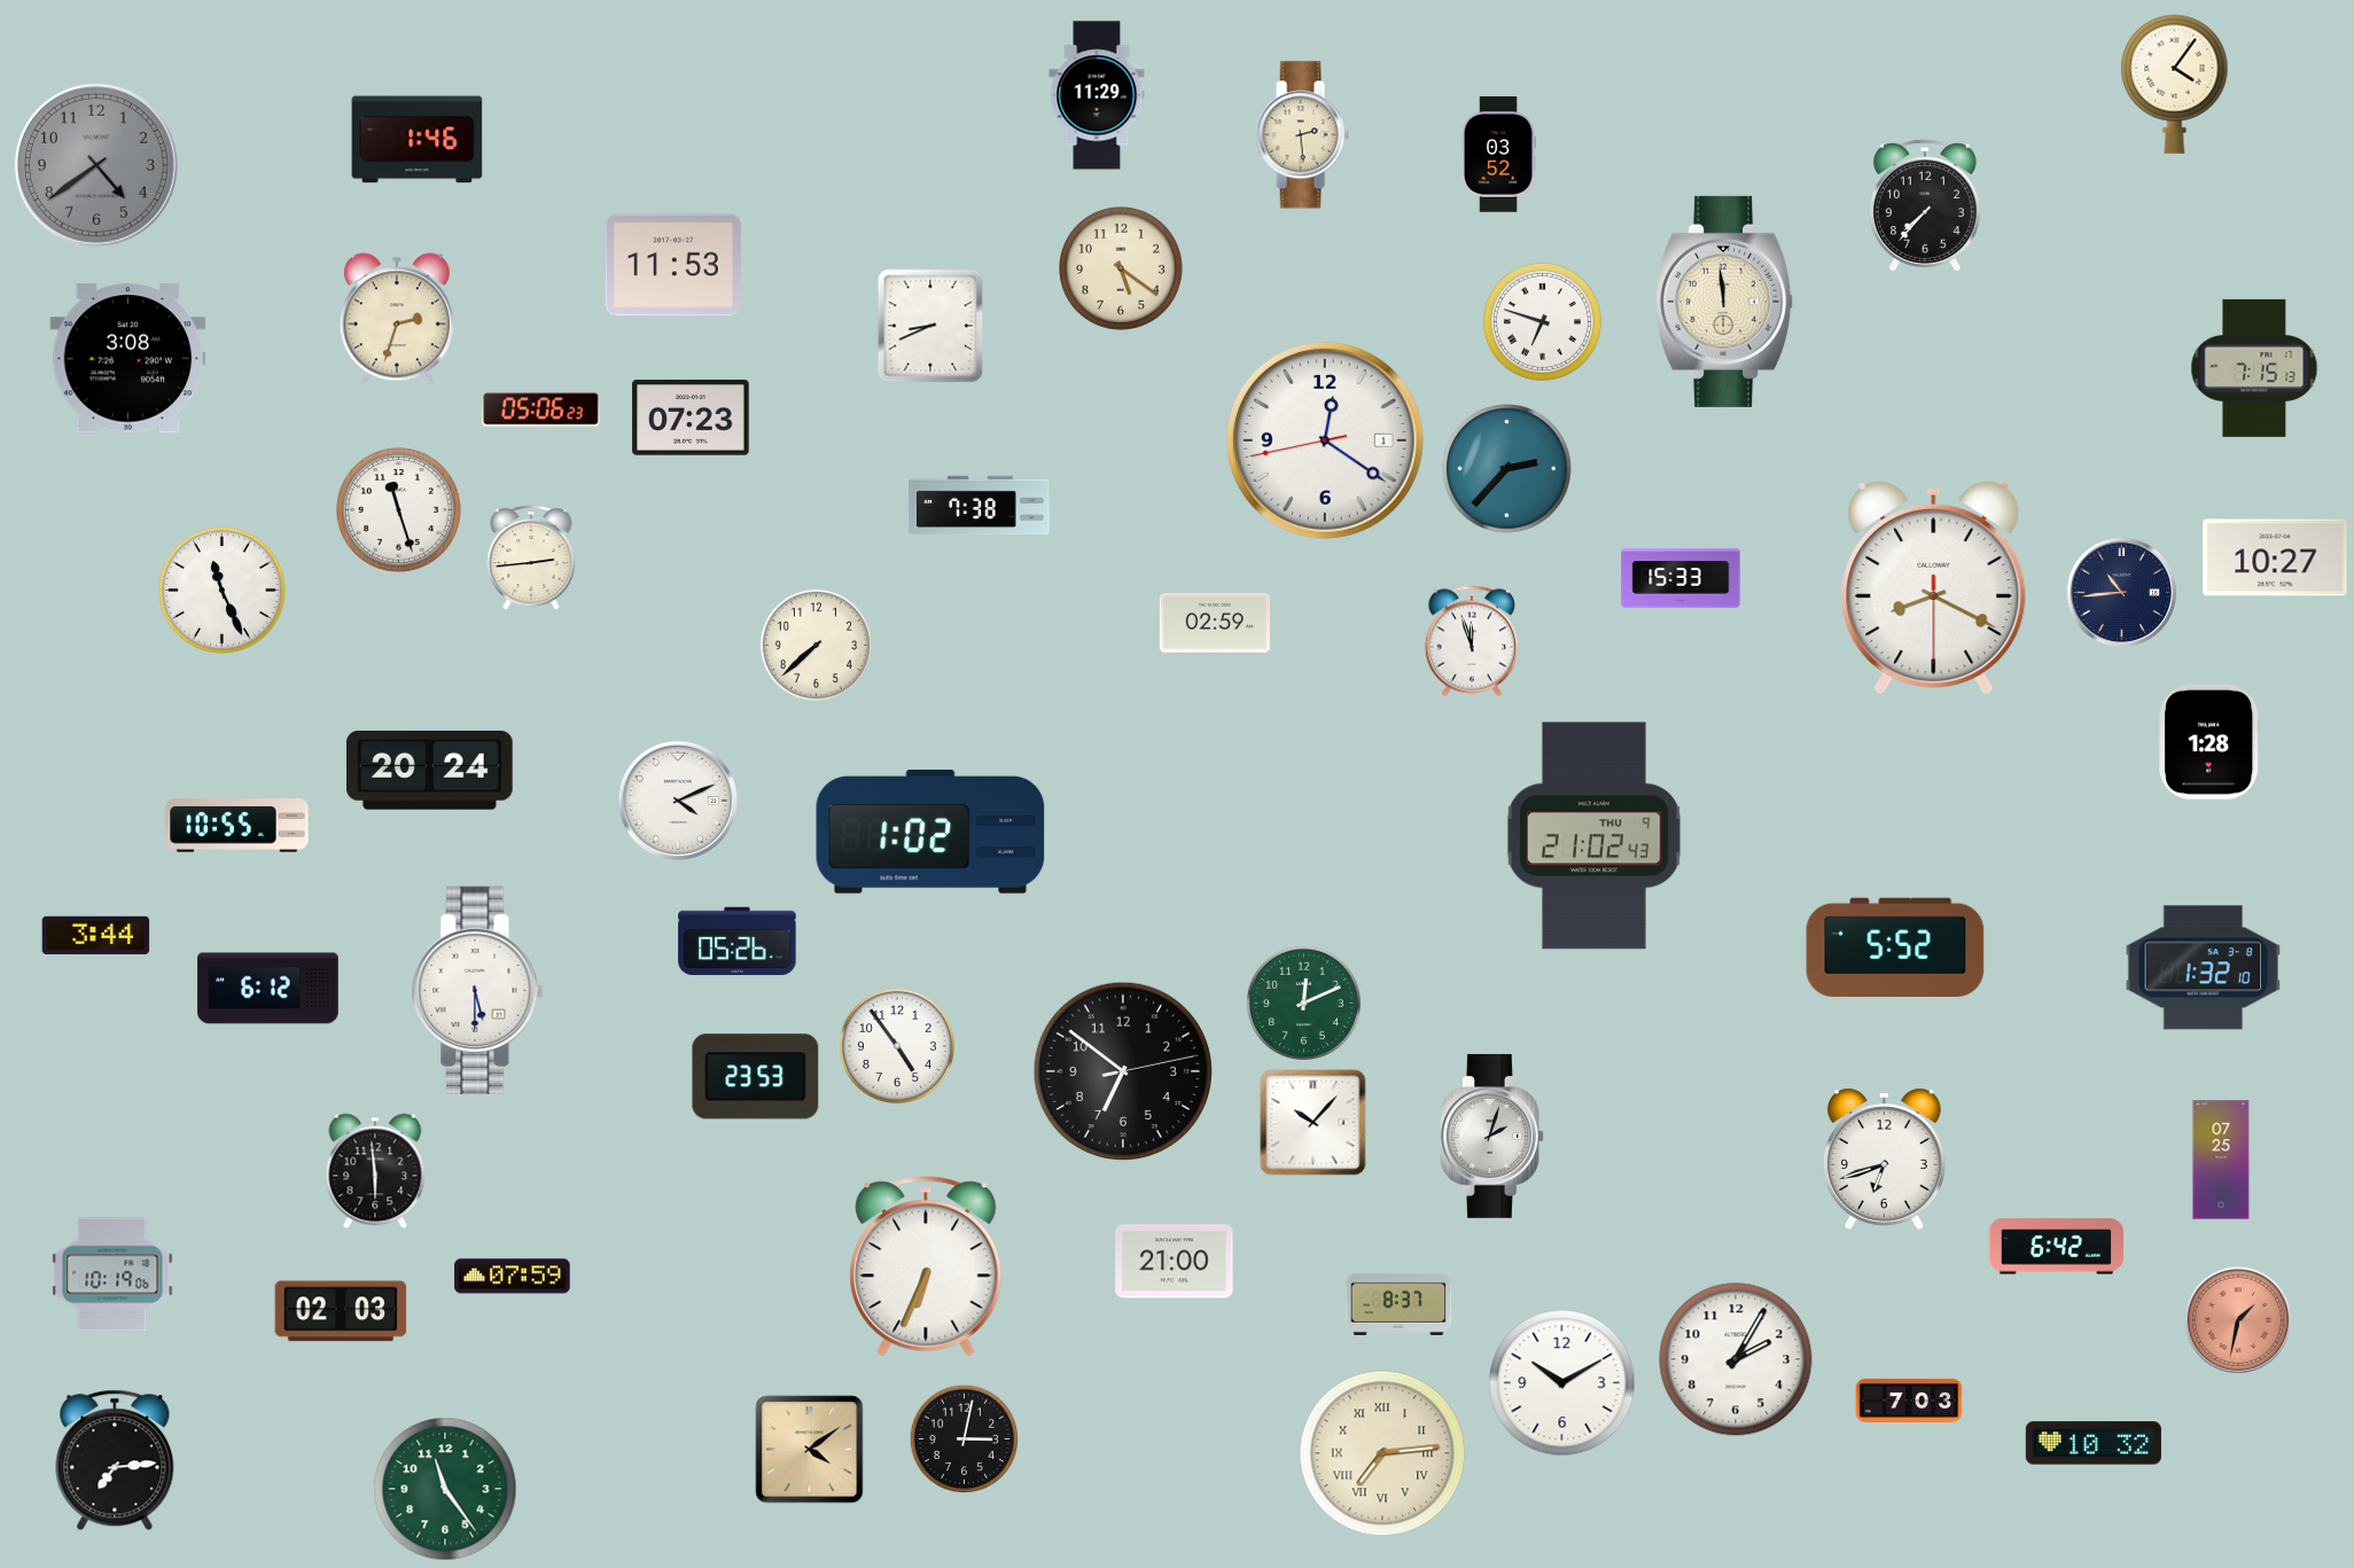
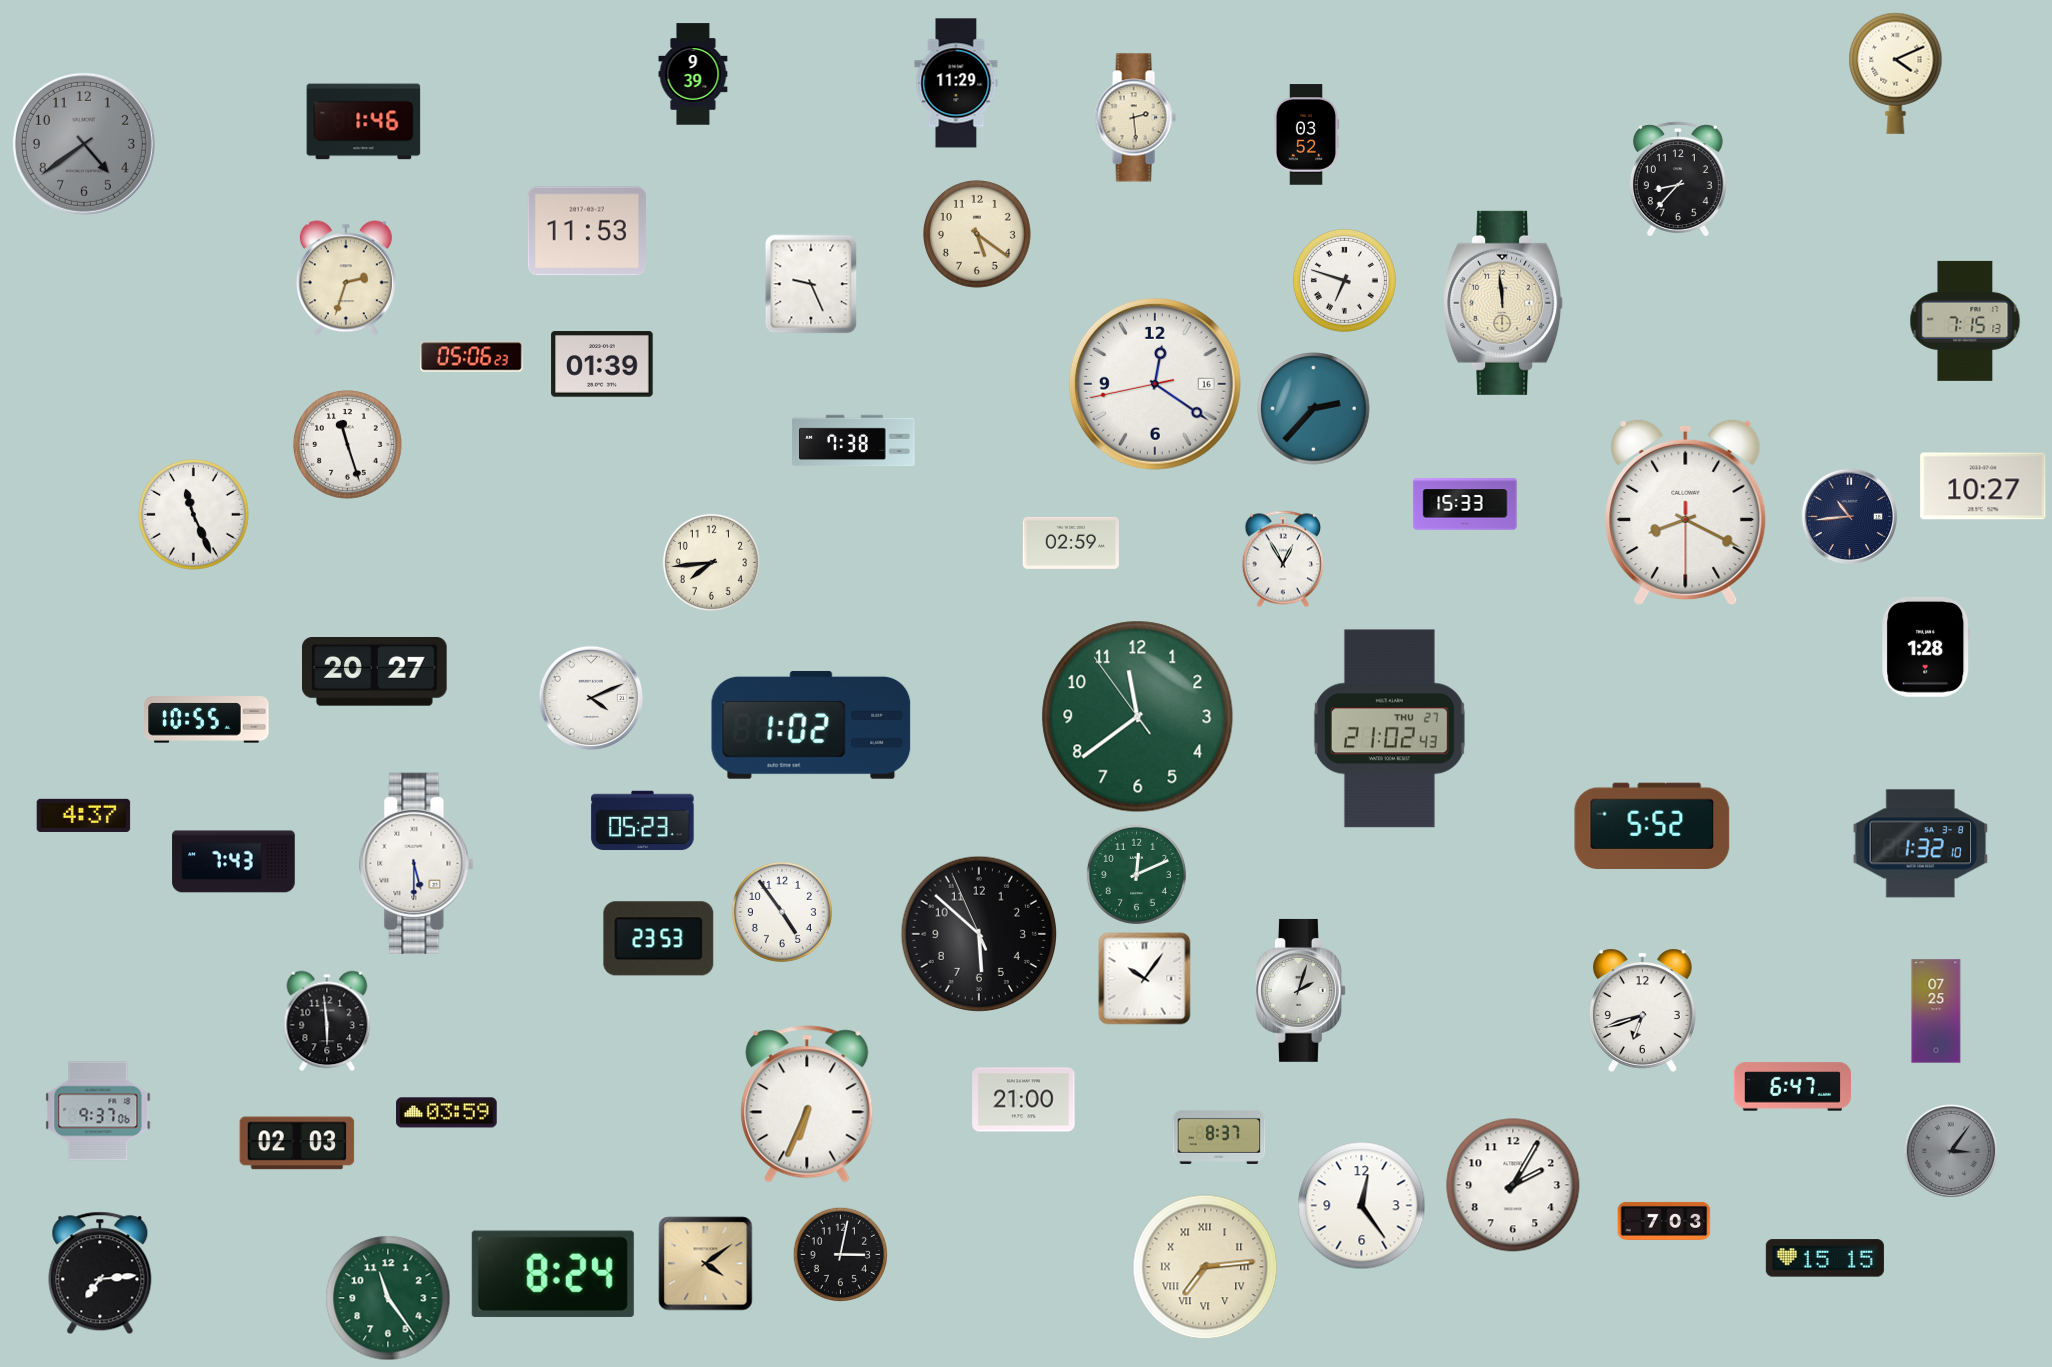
clock at (2175, 84): 4:06 -> 4:11
clock at (693, 74): none -> 9:39
clock at (1925, 205): 7:37 -> 8:37
clock at (1725, 302) position: (1725, 302) -> (1504, 303)
clock at (930, 326): 8:41 -> 9:26
clock at (128, 359): 3:08 -> none
clock at (691, 418): 07:23 -> 01:39
clock at (1325, 440) date: 1 -> 16
clock at (531, 557): 2:44 -> none
clock at (1215, 623) position: (1215, 623) -> (1071, 543)
clock at (1472, 641): 11:57 -> 12:55
clock at (816, 645): 7:38 -> 7:44
clock at (430, 771): 20:24 -> 20:27
clock at (1138, 717): none -> 11:38
clock at (1593, 836) date: THU 9 -> THU 27
clock at (96, 935): 3:44 -> 4:37
clock at (738, 942): 05:26 -> 05:23
clock at (268, 989): 6:12 -> 7:43
clock at (1122, 1070): 6:51 -> 5:51
clock at (1314, 1123): 10:07 -> 10:06
clock at (2056, 1247): 6:42 -> 6:47
clock at (112, 1274): 10:19 -> 9:37
clock at (513, 1277): 07:59 -> 03:59
clock at (2238, 1320): 1:32 -> 3:06
clock at (2238, 1320) dial: salmon -> grey
clock at (1562, 1383): 10:10 -> 12:24
clock at (2094, 1443): 10:32 -> 15:15
clock at (553, 1274): none -> 8:24
